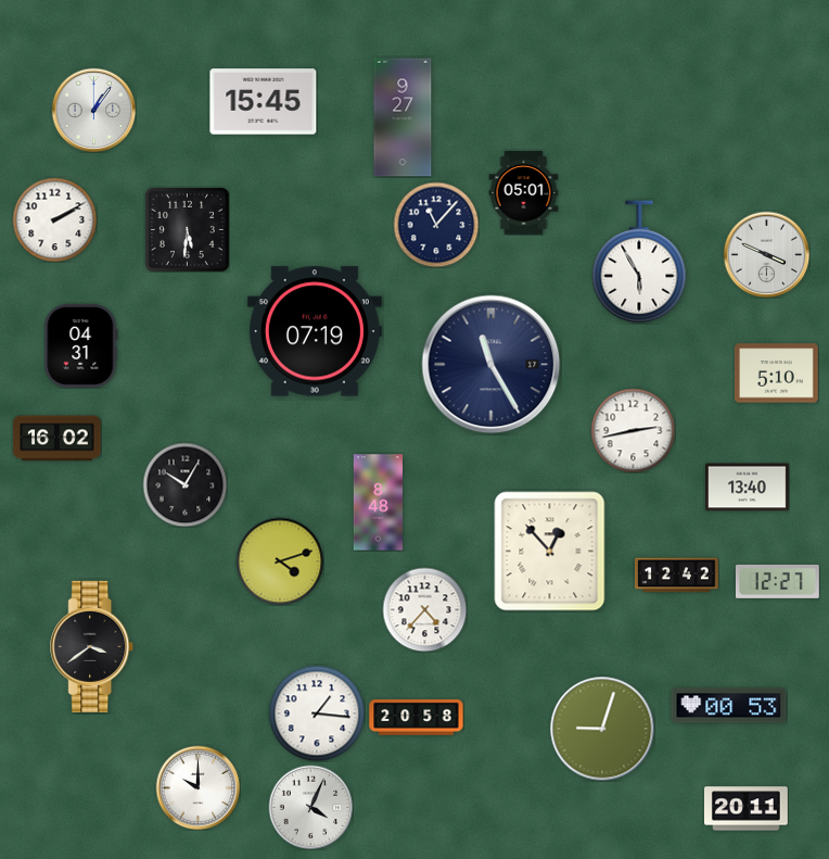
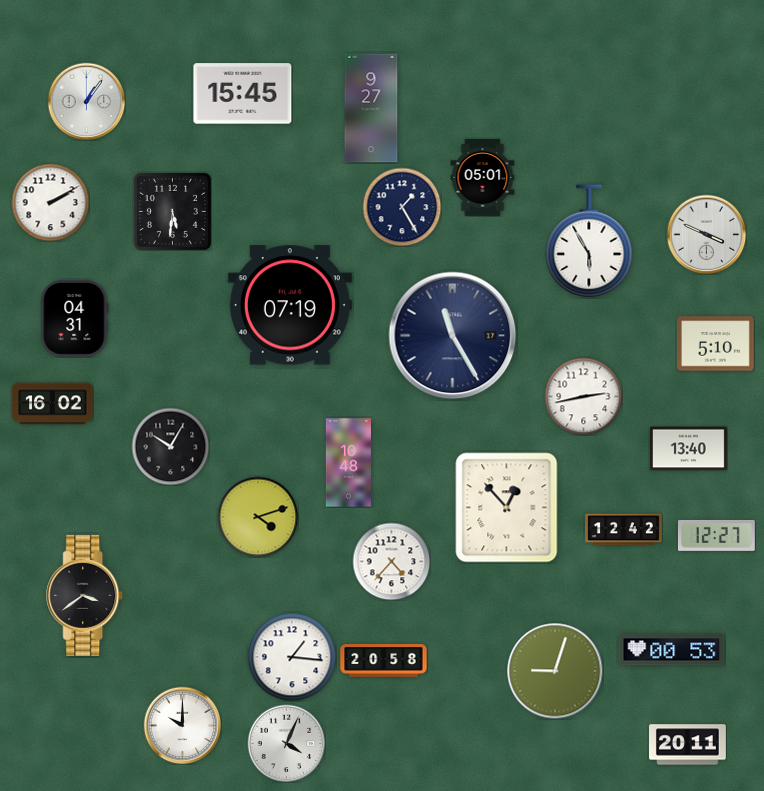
clock at (436, 225): 11:07 -> 1:25
clock at (378, 503): 8:48 -> 10:48
